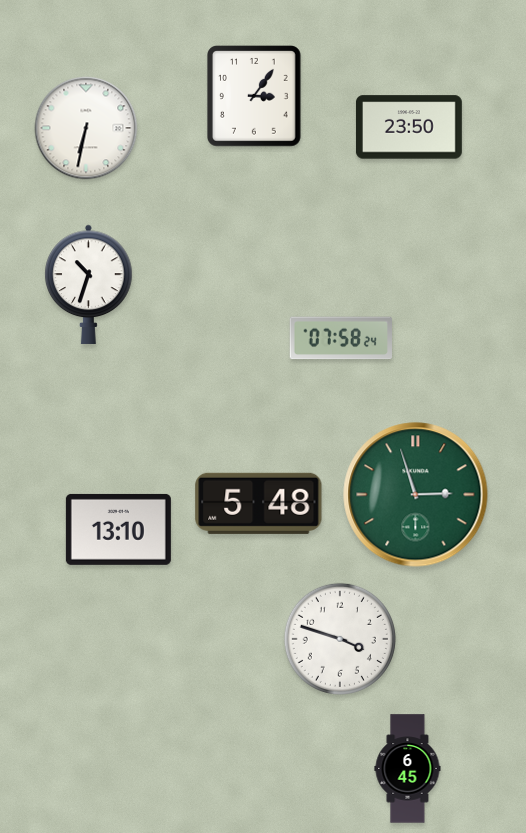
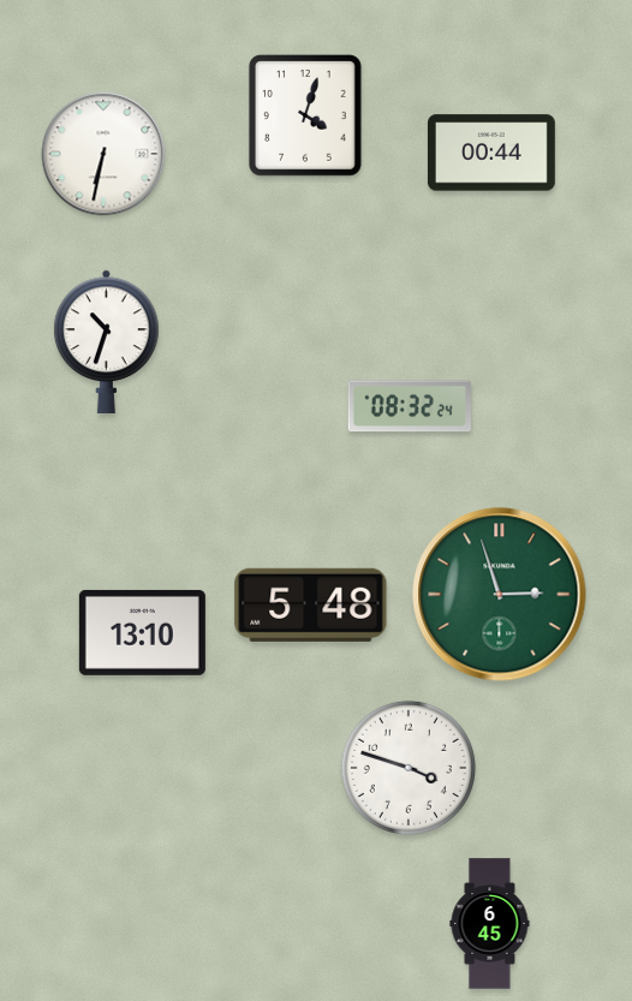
clock at (255, 97): 3:06 -> 4:03
clock at (409, 127): 23:50 -> 00:44
clock at (340, 338): 07:58 -> 08:32
clock at (118, 529) position: (118, 529) -> (142, 632)
